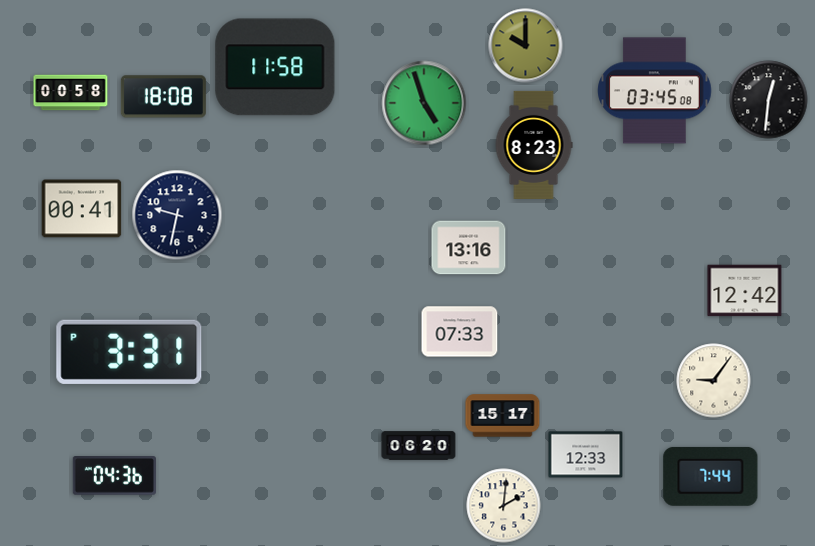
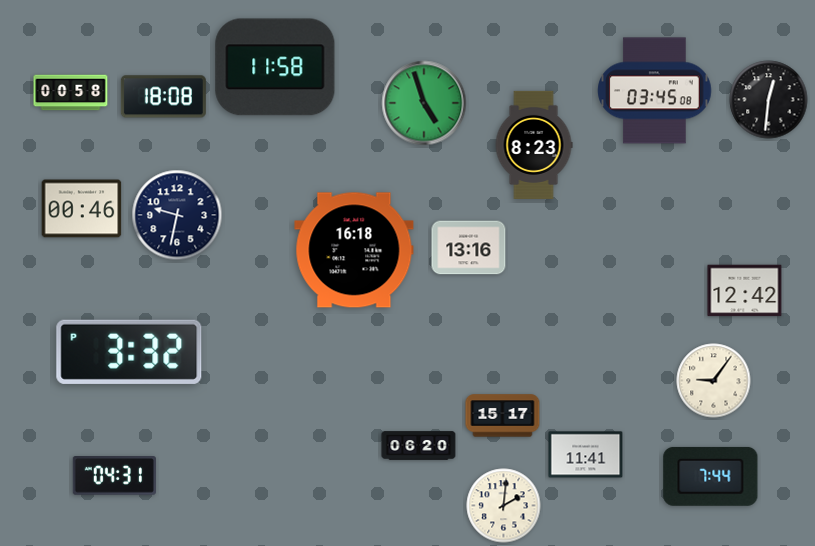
clock at (526, 46): 10:00 -> none
clock at (82, 209): 00:41 -> 00:46
clock at (354, 250): none -> 16:18
clock at (460, 332): 07:33 -> none
clock at (129, 352): 3:31 -> 3:32
clock at (586, 455): 12:33 -> 11:41
clock at (114, 476): 04:36 -> 04:31
